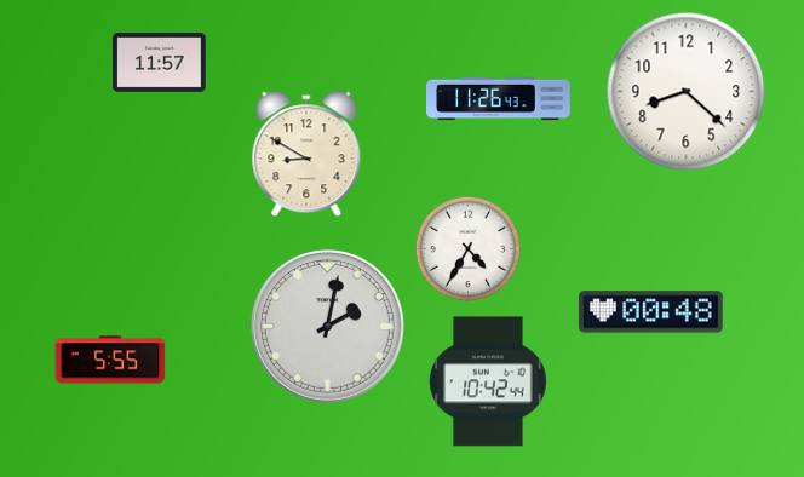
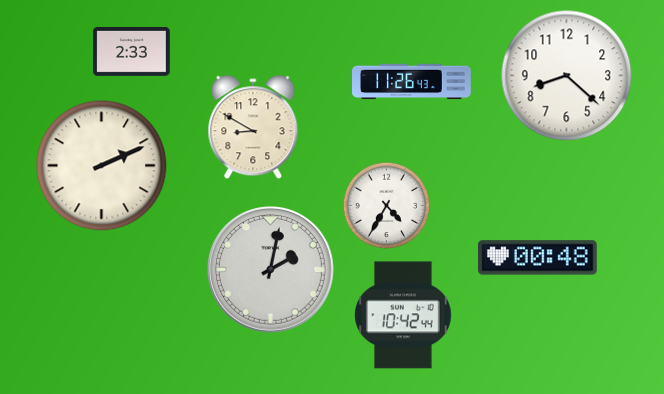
clock at (160, 62): 11:57 -> 2:33
clock at (102, 166): none -> 2:11
clock at (110, 360): 5:55 -> none
